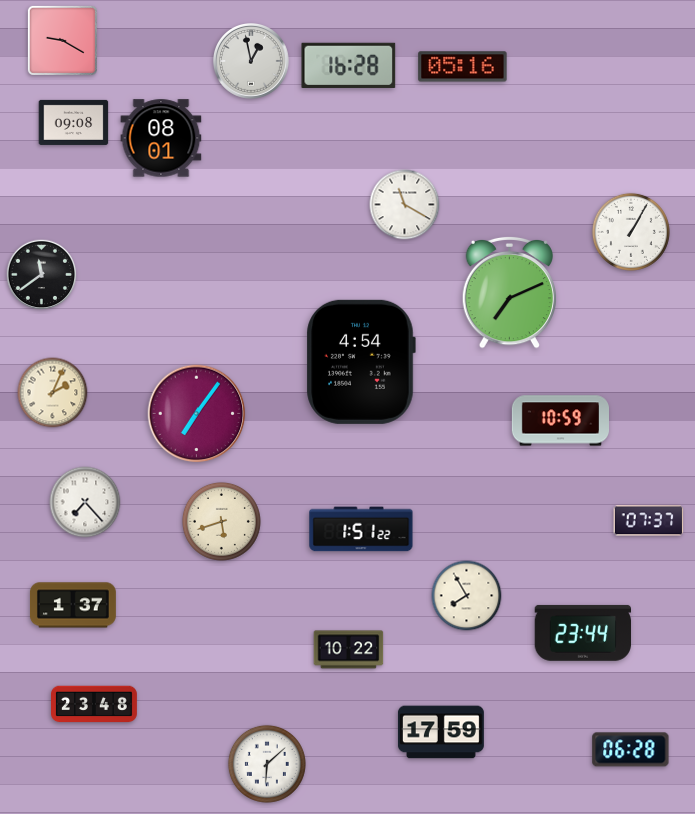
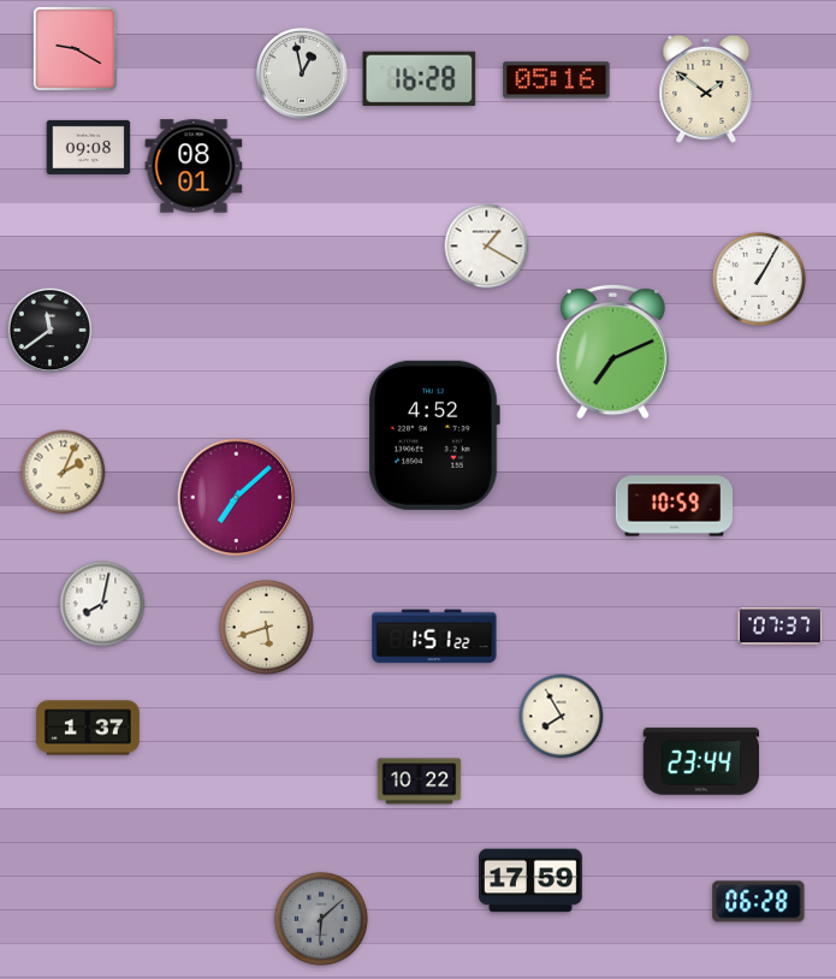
clock at (706, 89): none -> 1:51
clock at (405, 205): 11:20 -> 1:20
clock at (361, 362): 4:54 -> 4:52
clock at (197, 414): 7:06 -> 7:08
clock at (85, 502): 7:23 -> 8:02
clock at (95, 704): 23:48 -> none
clock at (267, 764) dial: white -> grey
